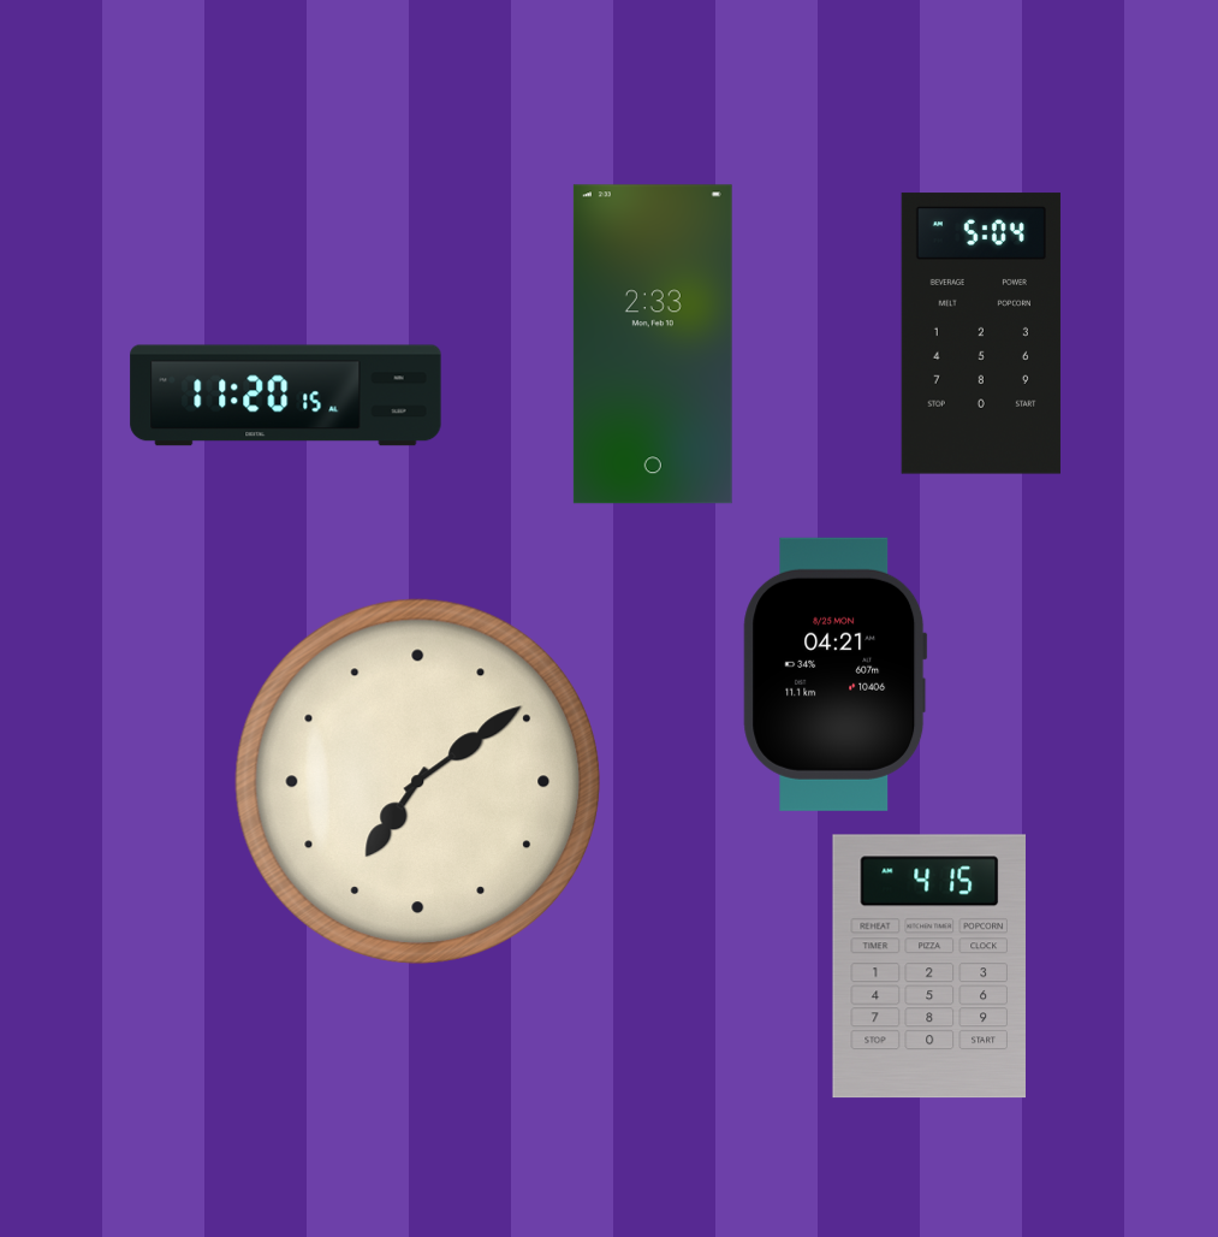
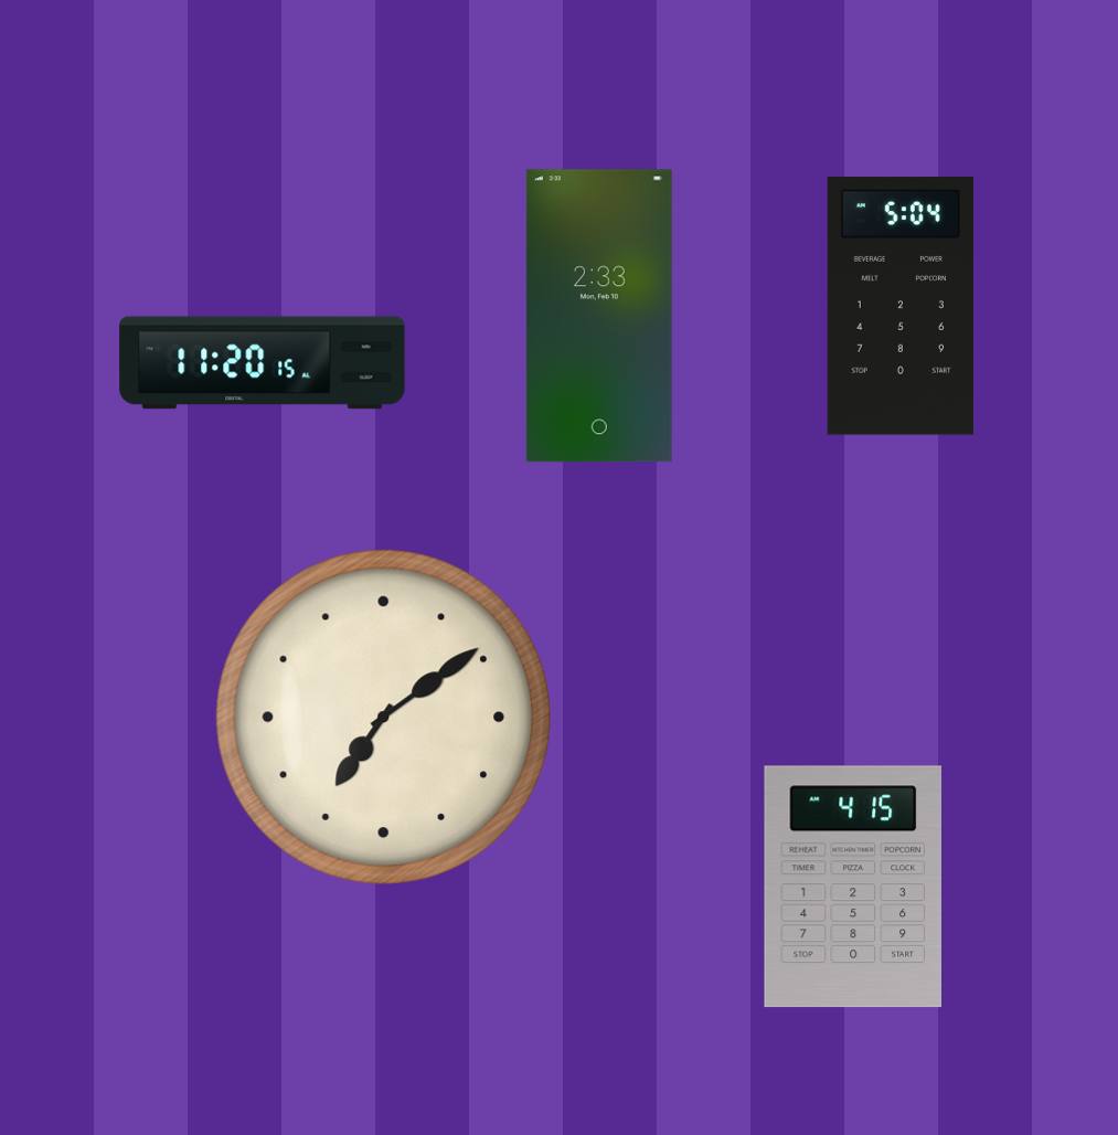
clock at (836, 674): 04:21 -> none
